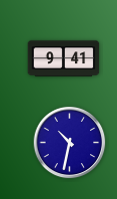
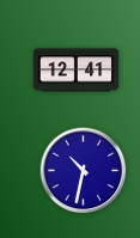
clock at (64, 59): 9:41 -> 12:41
